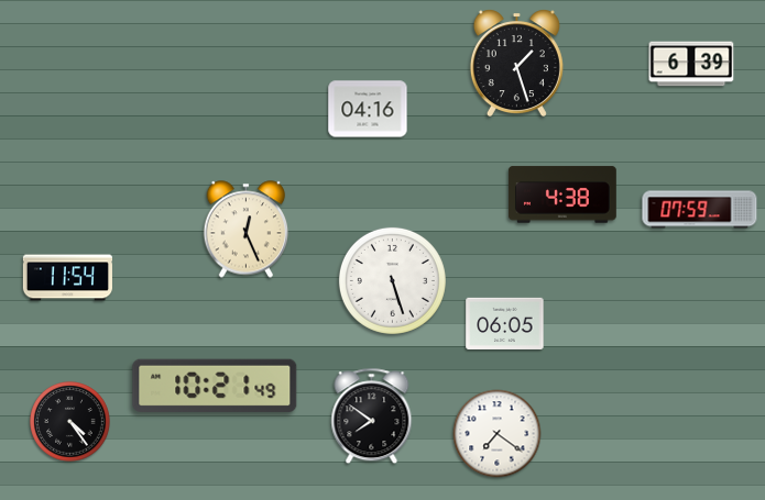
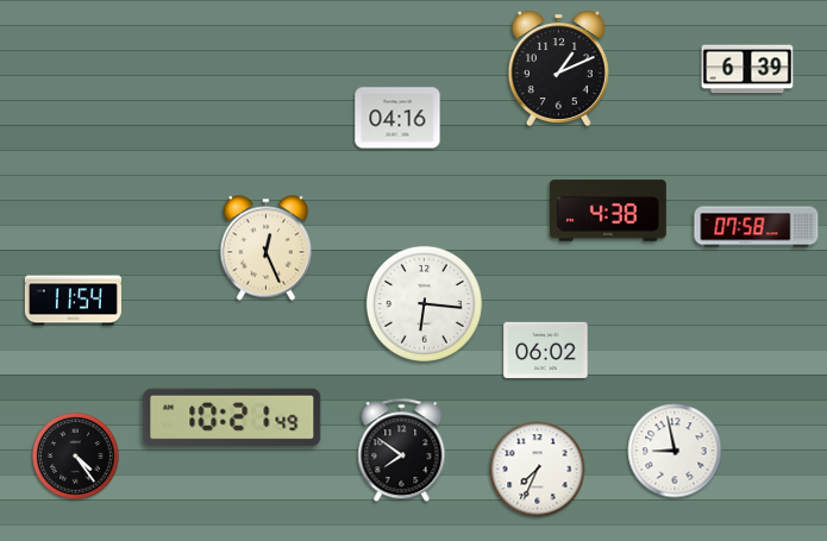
clock at (516, 64): 1:27 -> 1:11
clock at (700, 210): 07:59 -> 07:58
clock at (392, 280): 5:27 -> 6:16
clock at (505, 323): 06:05 -> 06:02
clock at (675, 451): none -> 8:58
clock at (498, 434): 7:21 -> 7:34
